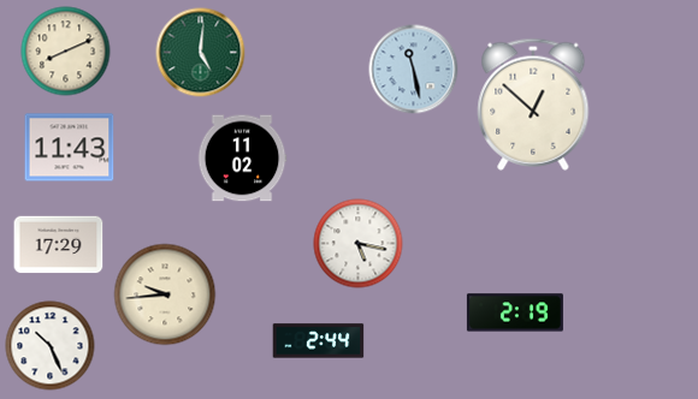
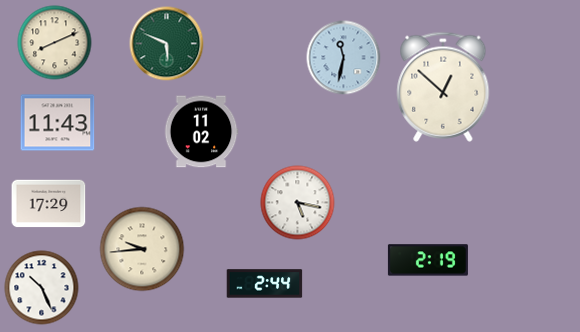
clock at (201, 53): 5:01 -> 5:49
clock at (414, 70): 11:28 -> 11:32
clock at (165, 294) position: (165, 294) -> (142, 249)
